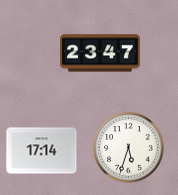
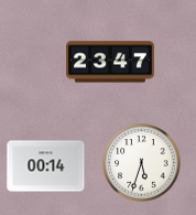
clock at (101, 53) position: (101, 53) -> (111, 62)
clock at (42, 151): 17:14 -> 00:14
